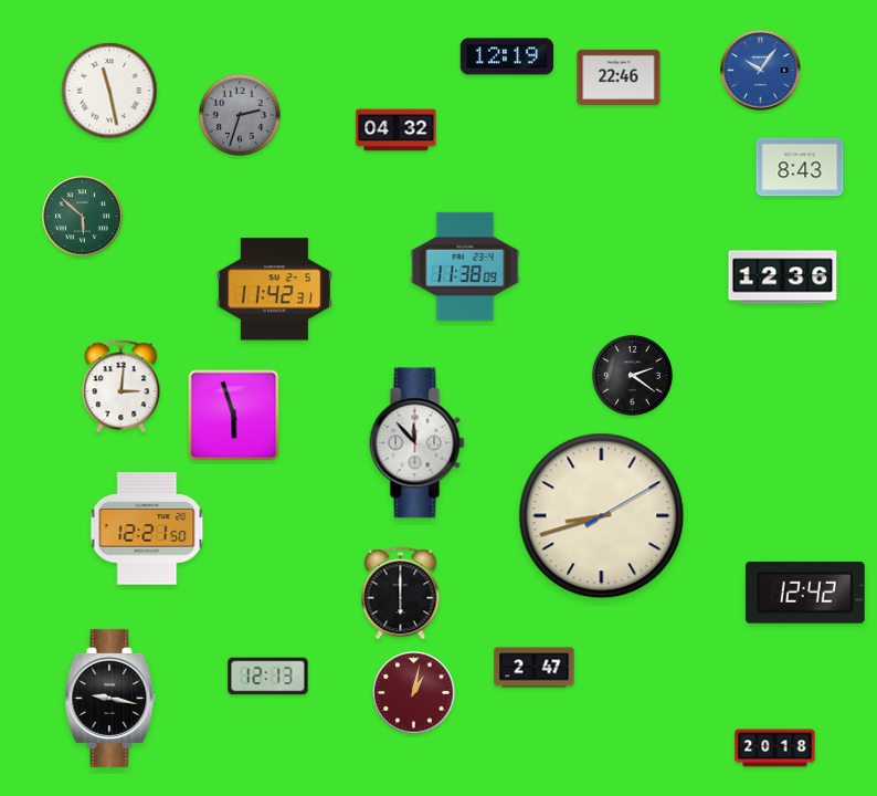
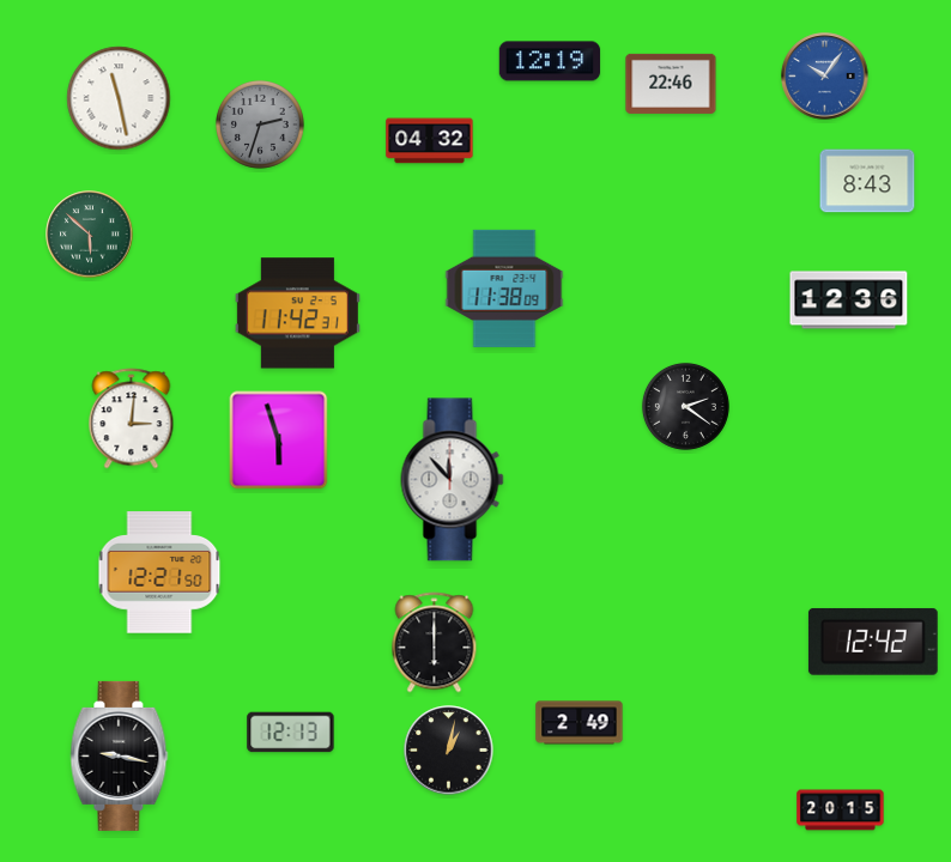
clock at (234, 416) position: (234, 416) -> (279, 441)
clock at (602, 516): 8:42 -> none
clock at (535, 668): 2:47 -> 2:49
clock at (414, 693) dial: burgundy -> black
clock at (775, 748): 20:18 -> 20:15
